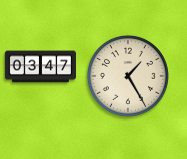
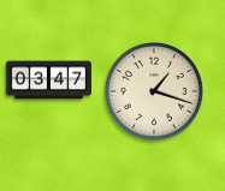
clock at (128, 76): 1:25 -> 1:18
